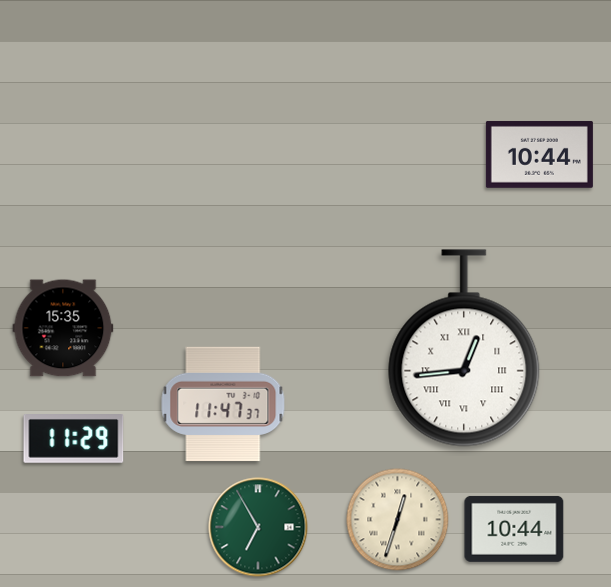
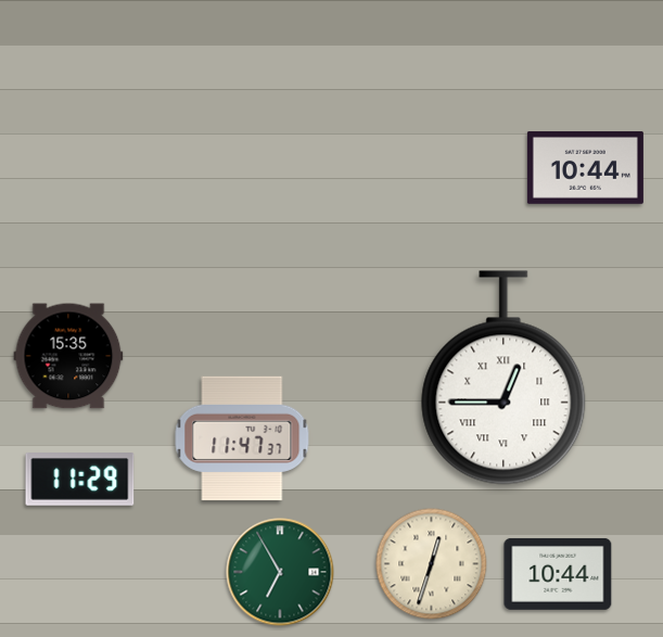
clock at (464, 348): 12:44 -> 12:45
clock at (74, 439) position: (74, 439) -> (80, 480)
